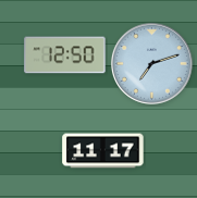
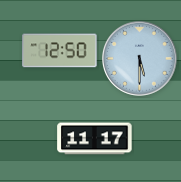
clock at (151, 63): 7:12 -> 5:30
